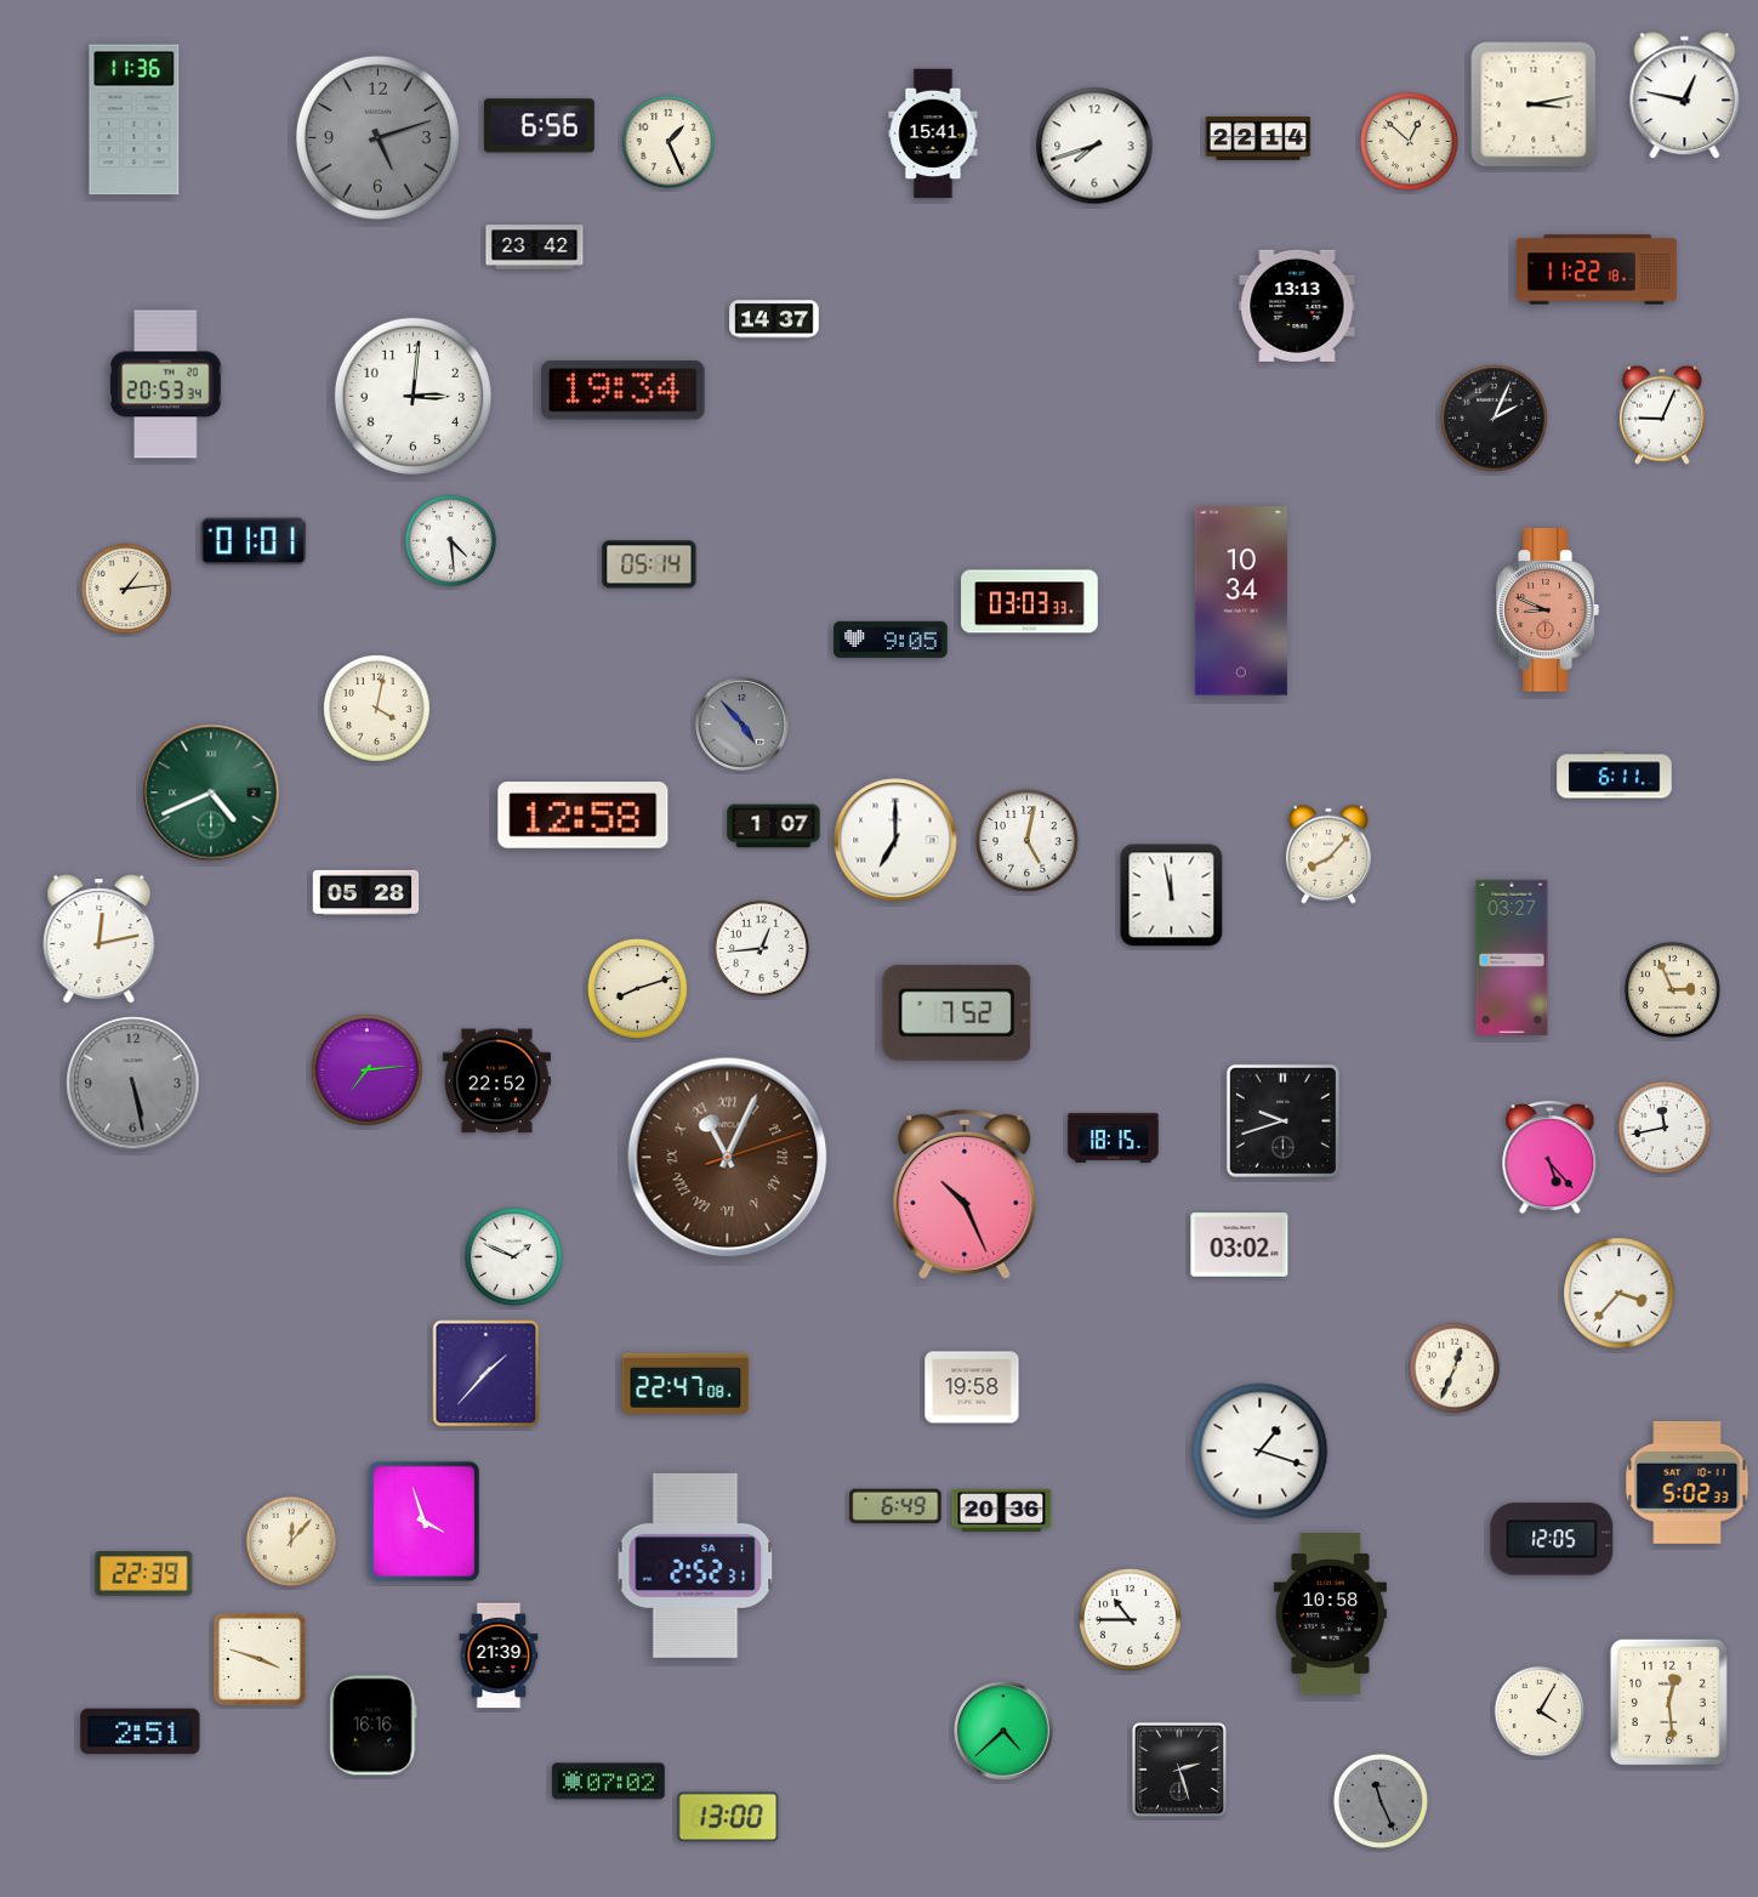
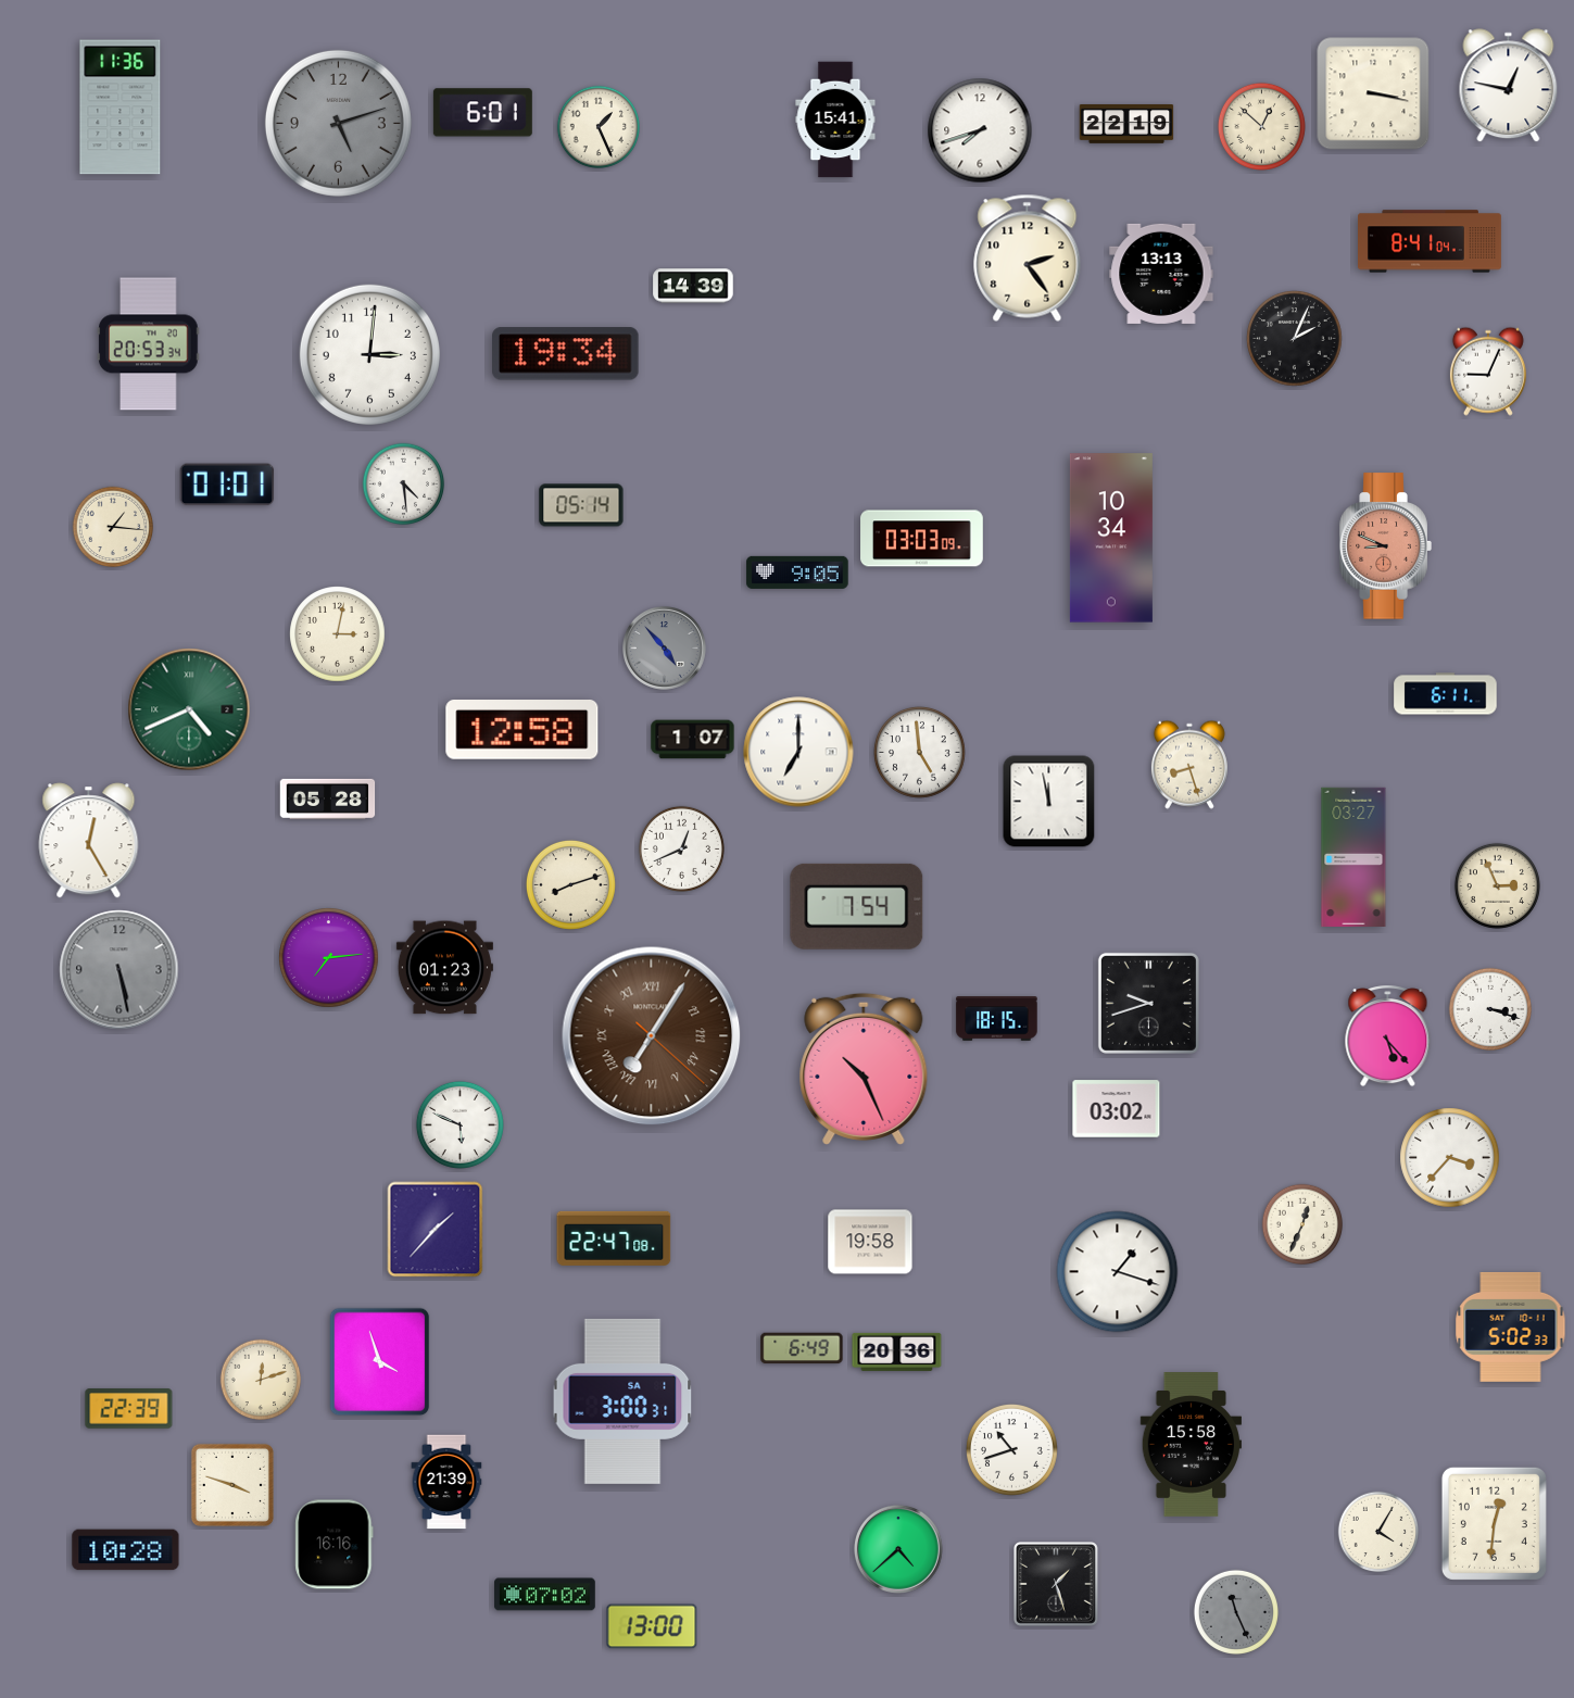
clock at (1534, 104): 3:13 -> 3:17
clock at (539, 126): 6:56 -> 6:01
clock at (1258, 140): 22:14 -> 22:19
clock at (535, 248): 23:42 -> none
clock at (1598, 269): 11:22 -> 8:41
clock at (1028, 257): none -> 2:24
clock at (774, 319): 14:37 -> 14:39
clock at (624, 391) position: (624, 391) -> (566, 354)
clock at (1495, 419) position: (1495, 419) -> (1295, 339)
clock at (126, 589): 1:14 -> 1:16
clock at (1030, 602): 03:03:33 -> 03:03:09
clock at (377, 709): 4:02 -> 3:02
clock at (895, 840) position: (895, 840) -> (798, 752)
clock at (1026, 840): 5:02 -> 4:59
clock at (1329, 854): 8:07 -> 8:27
clock at (99, 939): 12:13 -> 12:25
clock at (761, 948): 12:44 -> 12:41
clock at (957, 1012): 7:52 -> 7:54
clock at (496, 1081): 22:52 -> 01:23
clock at (1663, 1126): 11:43 -> 3:18
clock at (728, 1158): 11:04 -> 7:05
clock at (1240, 1245) position: (1240, 1245) -> (1117, 1109)
clock at (513, 1256): 1:49 -> 5:49
clock at (1261, 1452) position: (1261, 1452) -> (1118, 1272)
clock at (1552, 1539): 12:05 -> none
clock at (291, 1541): 12:07 -> 12:12
clock at (695, 1566): 2:52 -> 3:00
clock at (1331, 1614): 10:58 -> 15:58
clock at (1130, 1619): 10:45 -> 10:42
clock at (1668, 1702): 12:29 -> 12:31
clock at (141, 1732): 2:51 -> 10:28
clock at (1179, 1770): 2:27 -> 1:27
